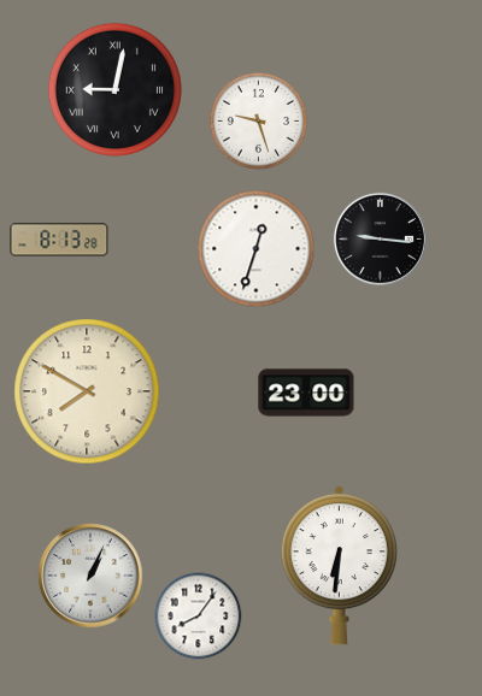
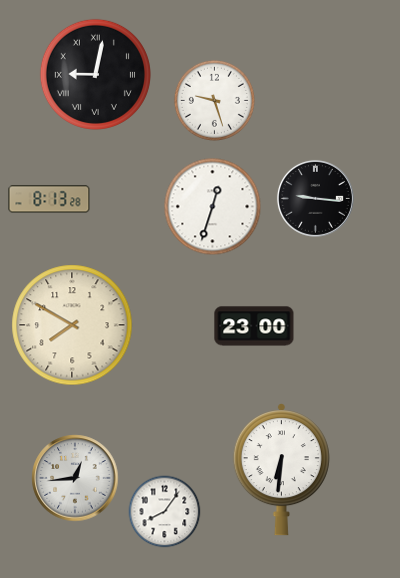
clock at (90, 576): 1:04 -> 12:44
